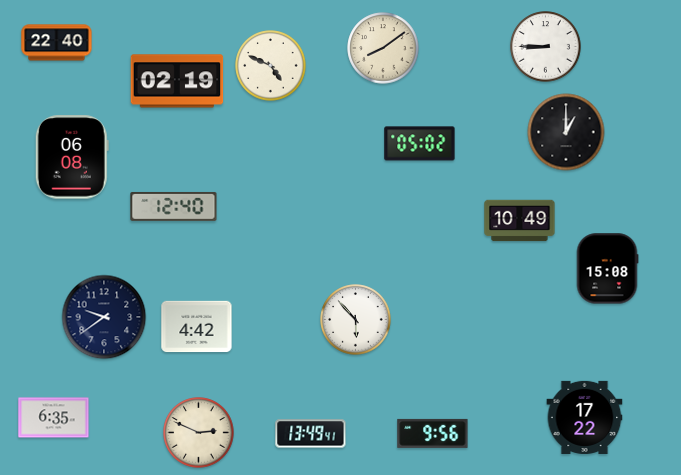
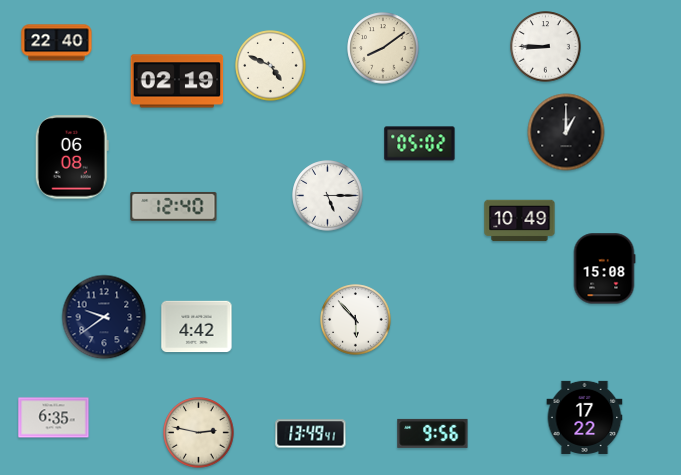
clock at (328, 196): none -> 5:15
clock at (607, 269) position: (607, 269) -> (604, 269)
clock at (199, 433): 2:49 -> 2:47
